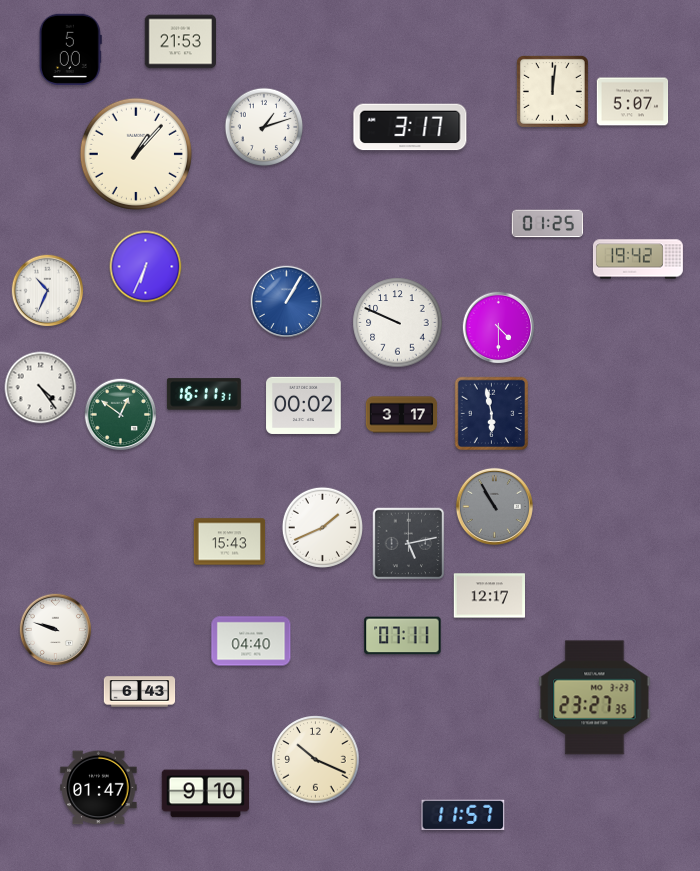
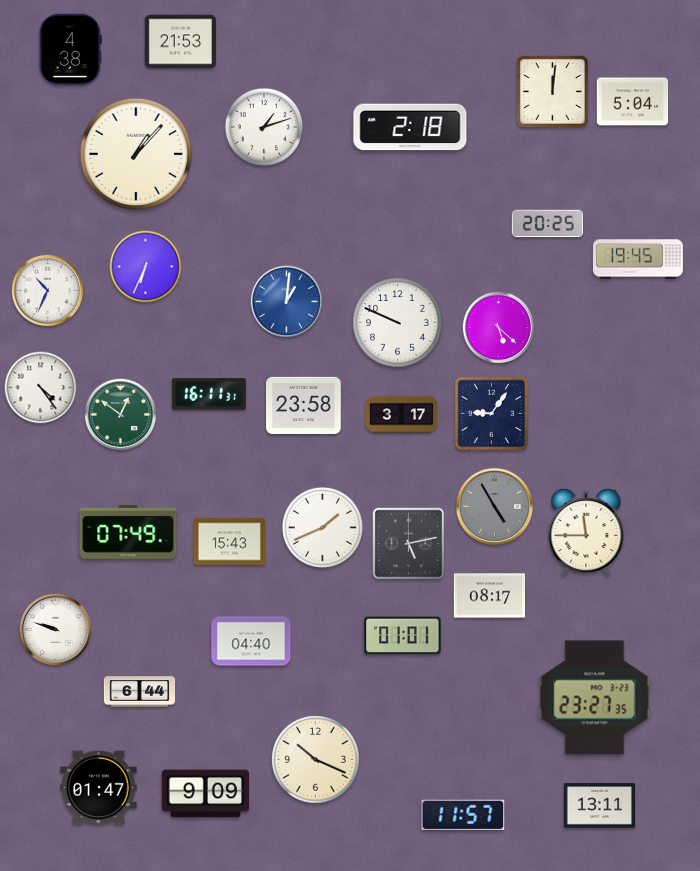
clock at (70, 49): 5:00 -> 4:38
clock at (633, 102): 5:07 -> 5:04
clock at (410, 127): 3:17 -> 2:18
clock at (548, 224): 01:25 -> 20:25
clock at (638, 259): 19:42 -> 19:45
clock at (287, 302): 1:05 -> 1:01
clock at (499, 328): 4:30 -> 5:22
clock at (204, 394) position: (204, 394) -> (209, 394)
clock at (304, 405): 00:02 -> 23:58
clock at (492, 414): 5:58 -> 9:06
clock at (494, 506): 10:55 -> 4:55
clock at (128, 532): none -> 07:49
clock at (586, 532): none -> 11:45
clock at (490, 596): 12:17 -> 08:17
clock at (403, 636): 07:11 -> 01:01
clock at (140, 692): 6:43 -> 6:44
clock at (205, 794): 9:10 -> 9:09
clock at (600, 806): none -> 13:11
